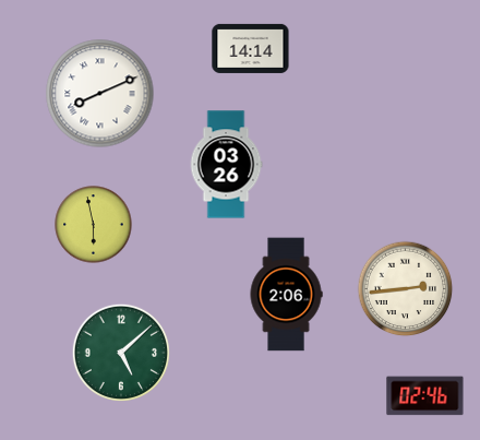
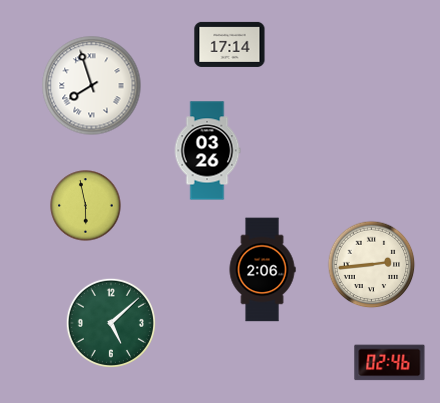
clock at (251, 48): 14:14 -> 17:14
clock at (100, 94): 8:11 -> 7:57
